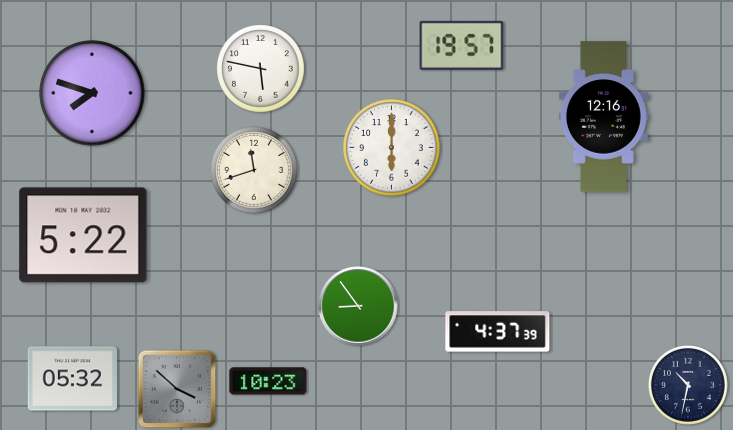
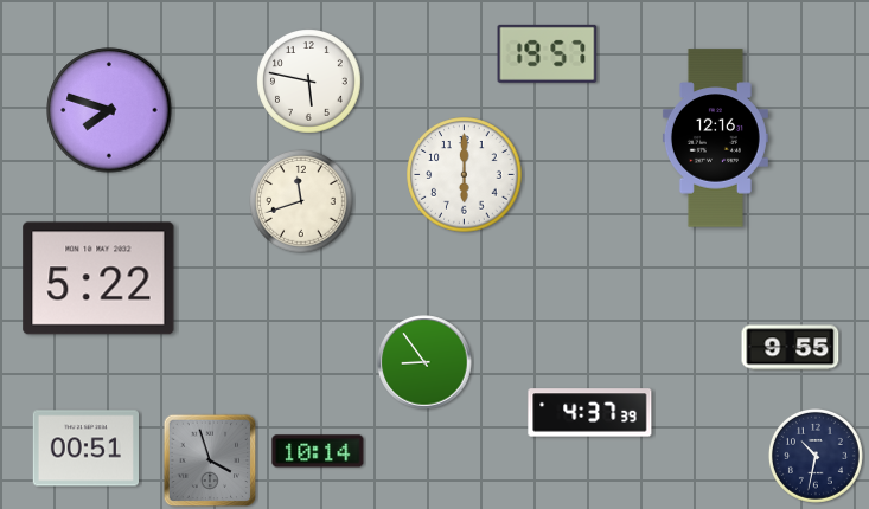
clock at (791, 348): none -> 9:55
clock at (498, 332) position: (498, 332) -> (590, 413)
clock at (72, 379): 05:32 -> 00:51
clock at (268, 381): 10:23 -> 10:14
clock at (177, 389): 3:52 -> 3:57
